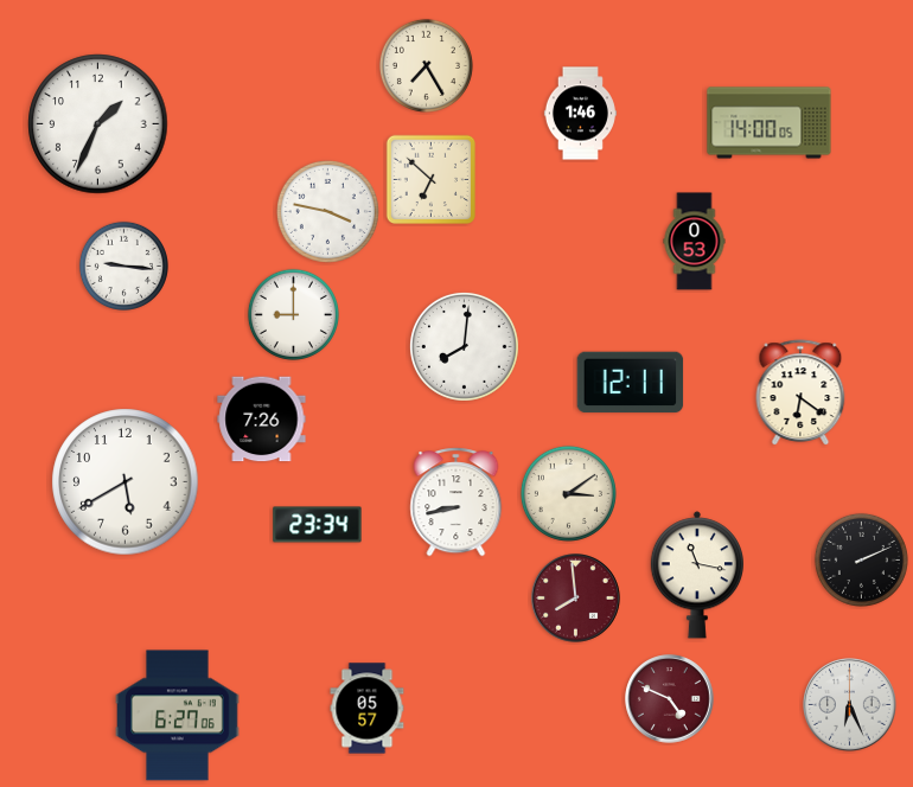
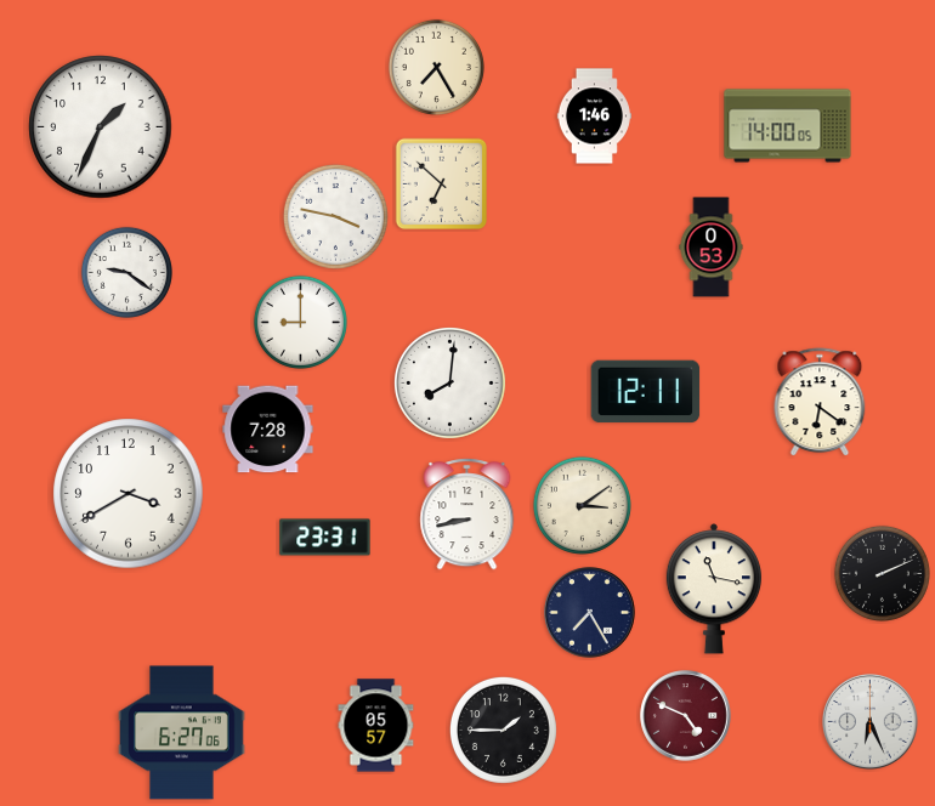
clock at (123, 265): 9:16 -> 9:21
clock at (464, 346) position: (464, 346) -> (449, 382)
clock at (262, 420): 7:26 -> 7:28
clock at (126, 482): 5:40 -> 3:40
clock at (318, 525): 23:34 -> 23:31
clock at (576, 599): 7:59 -> 7:25
clock at (576, 599) dial: burgundy -> navy
clock at (503, 730): none -> 1:45
